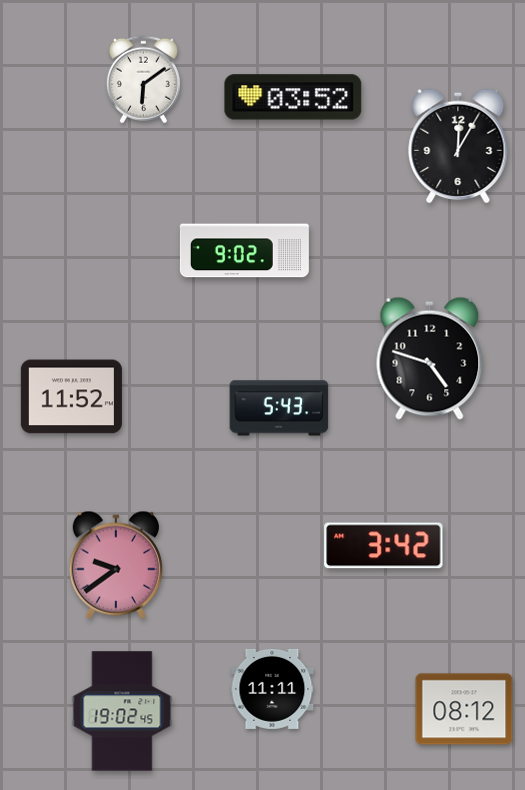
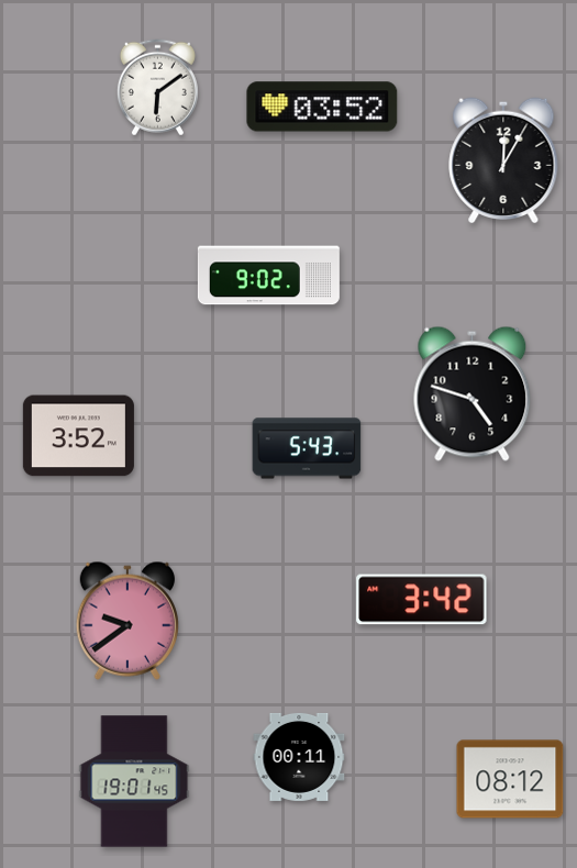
clock at (71, 397): 11:52 -> 3:52
clock at (272, 689): 11:11 -> 00:11
clock at (122, 711): 19:02 -> 19:01
